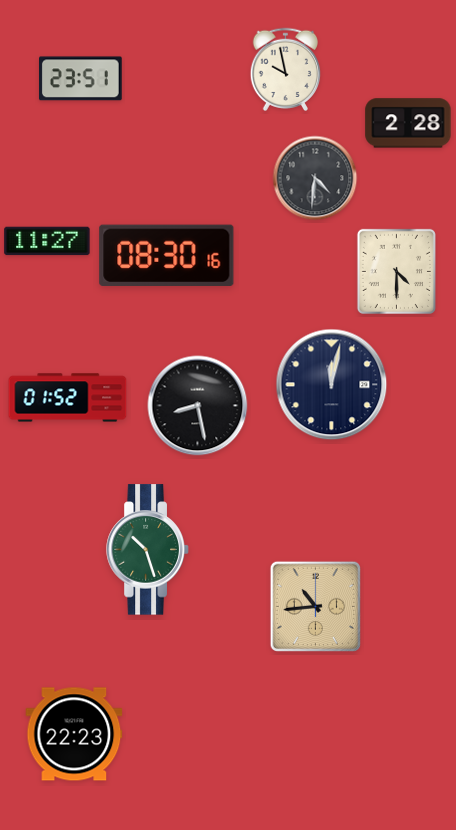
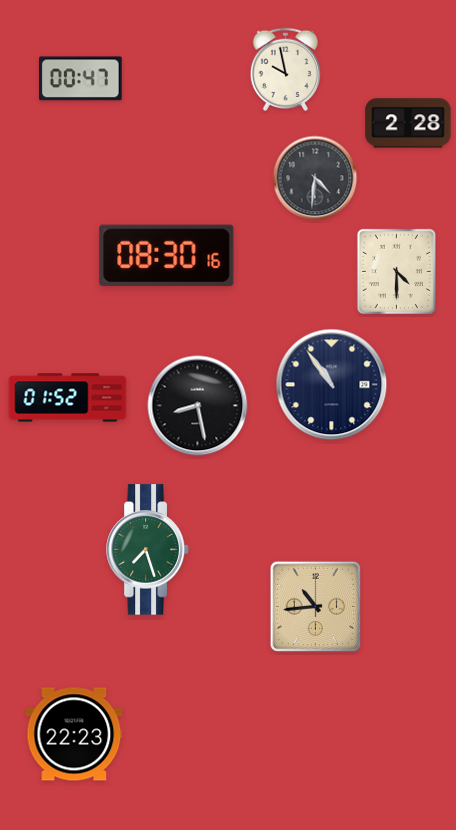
clock at (81, 79): 23:51 -> 00:47
clock at (47, 241): 11:27 -> none
clock at (332, 385): 12:02 -> 10:54
clock at (148, 550): 10:27 -> 7:27
